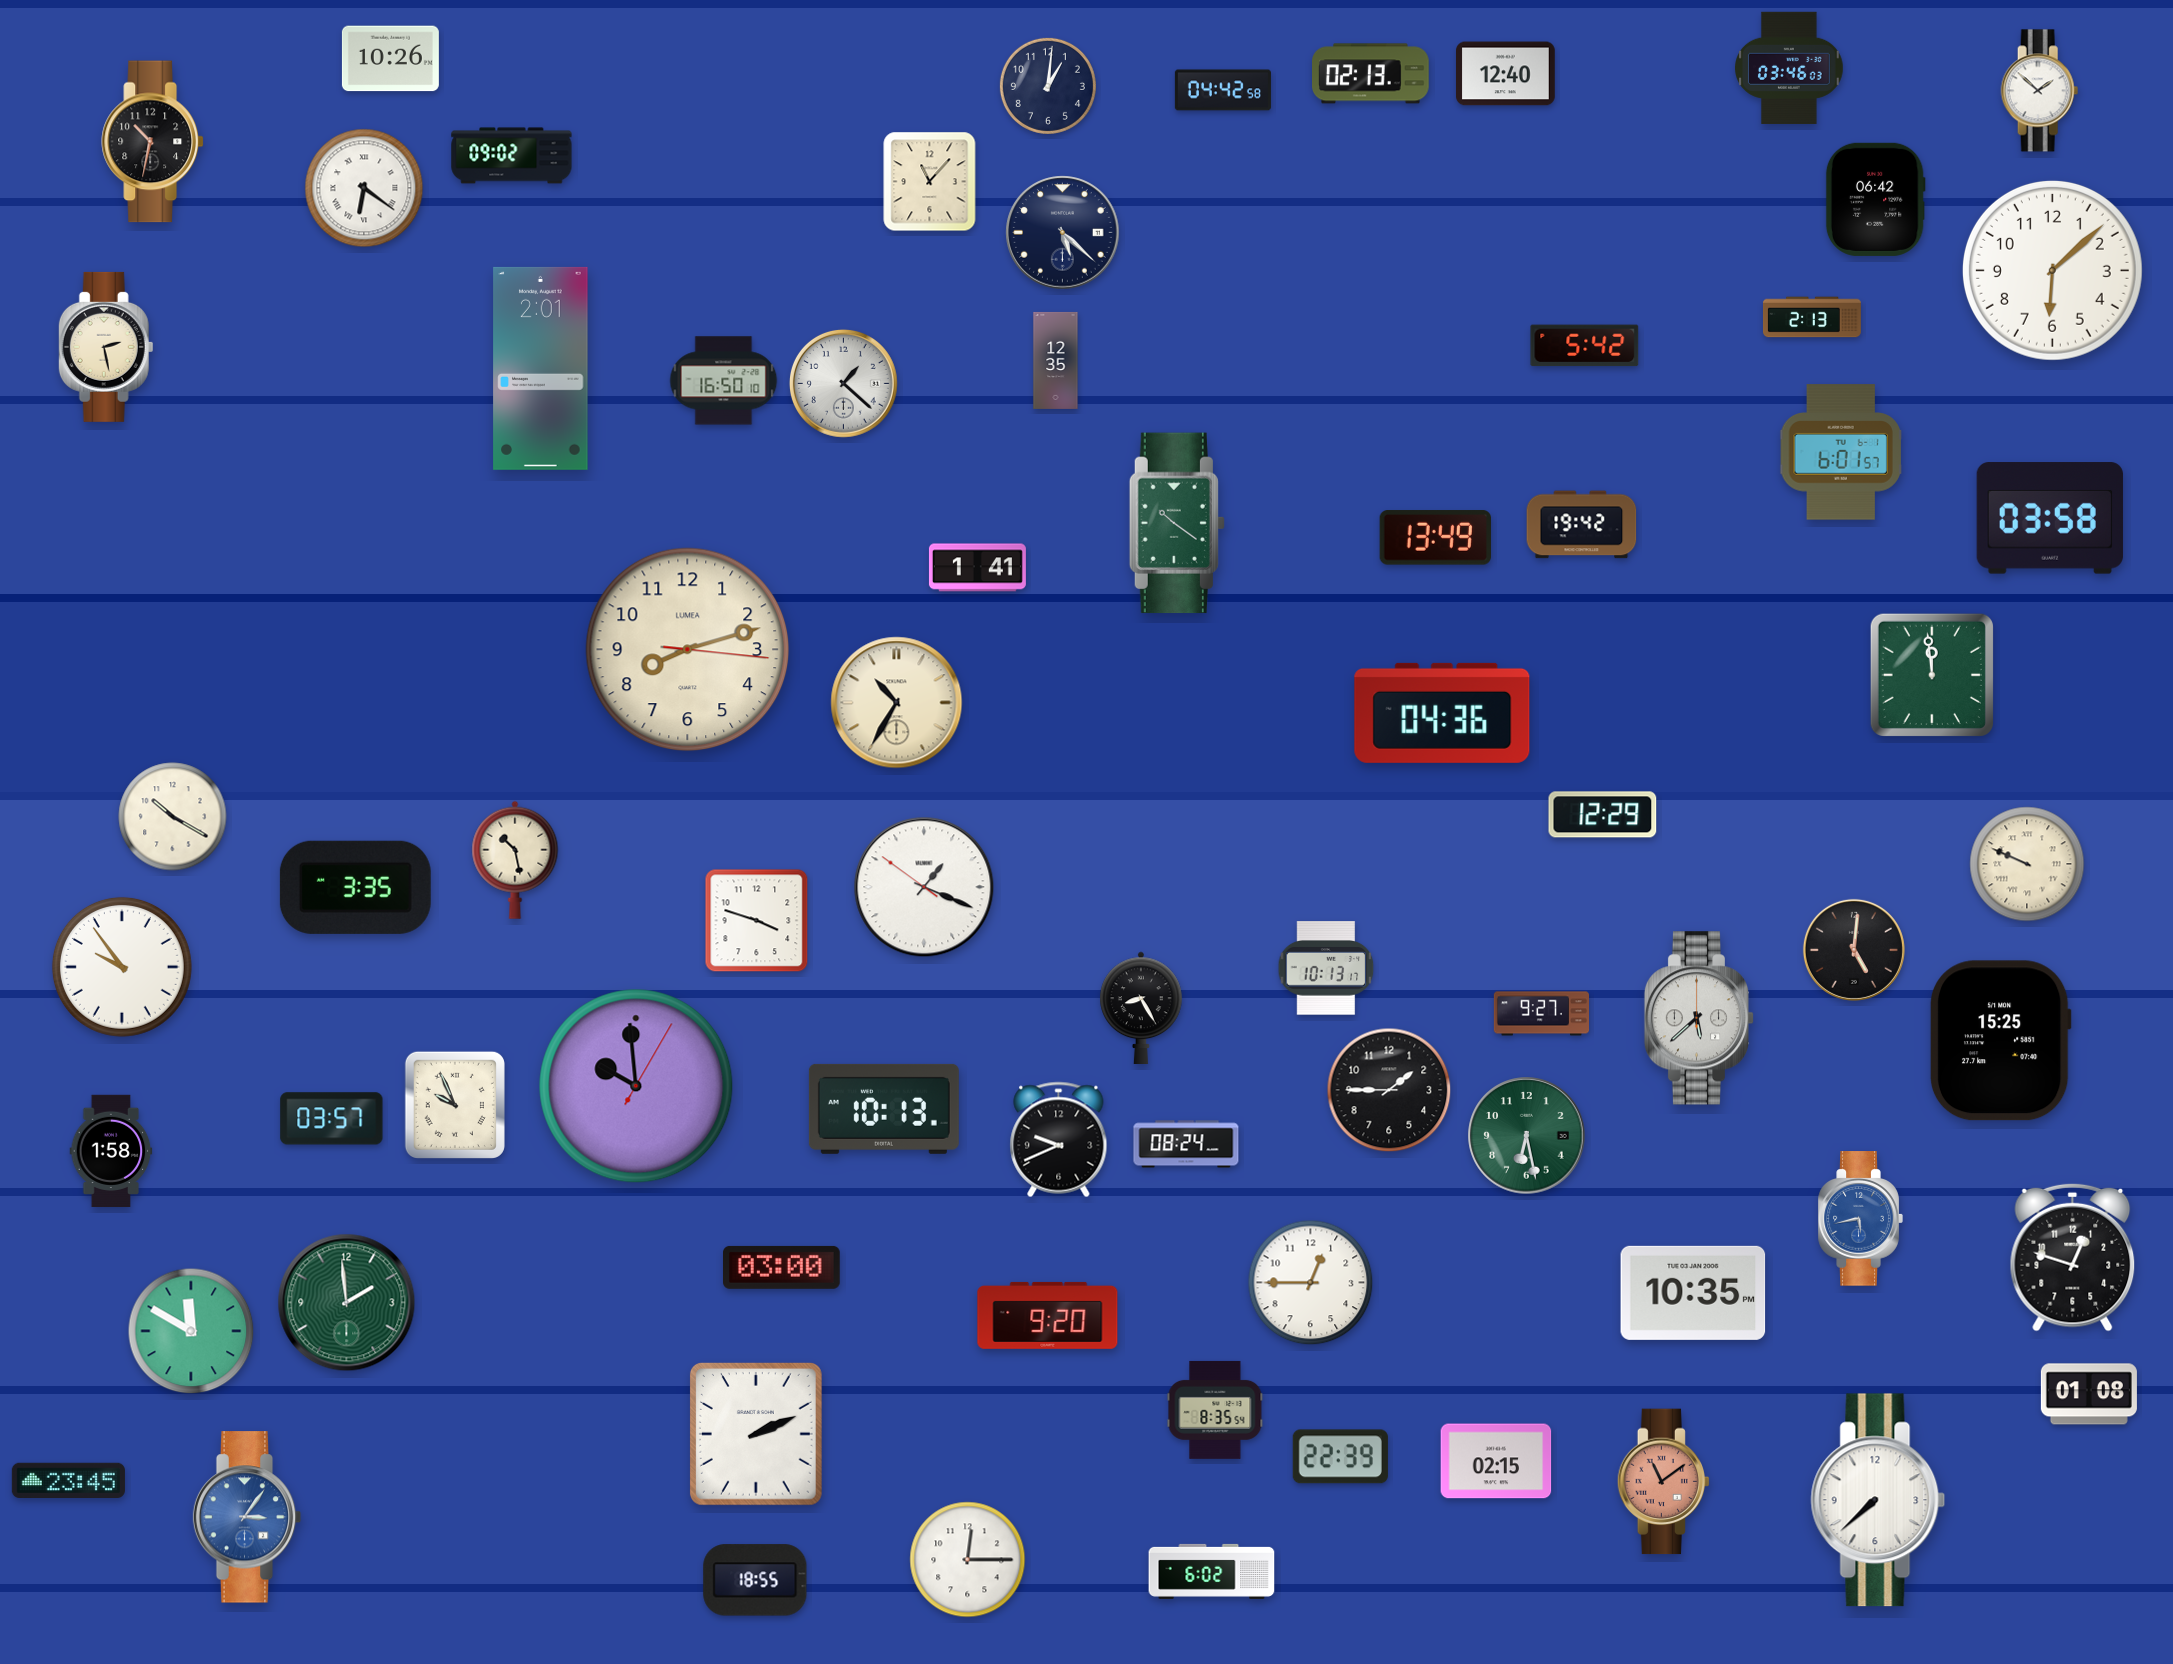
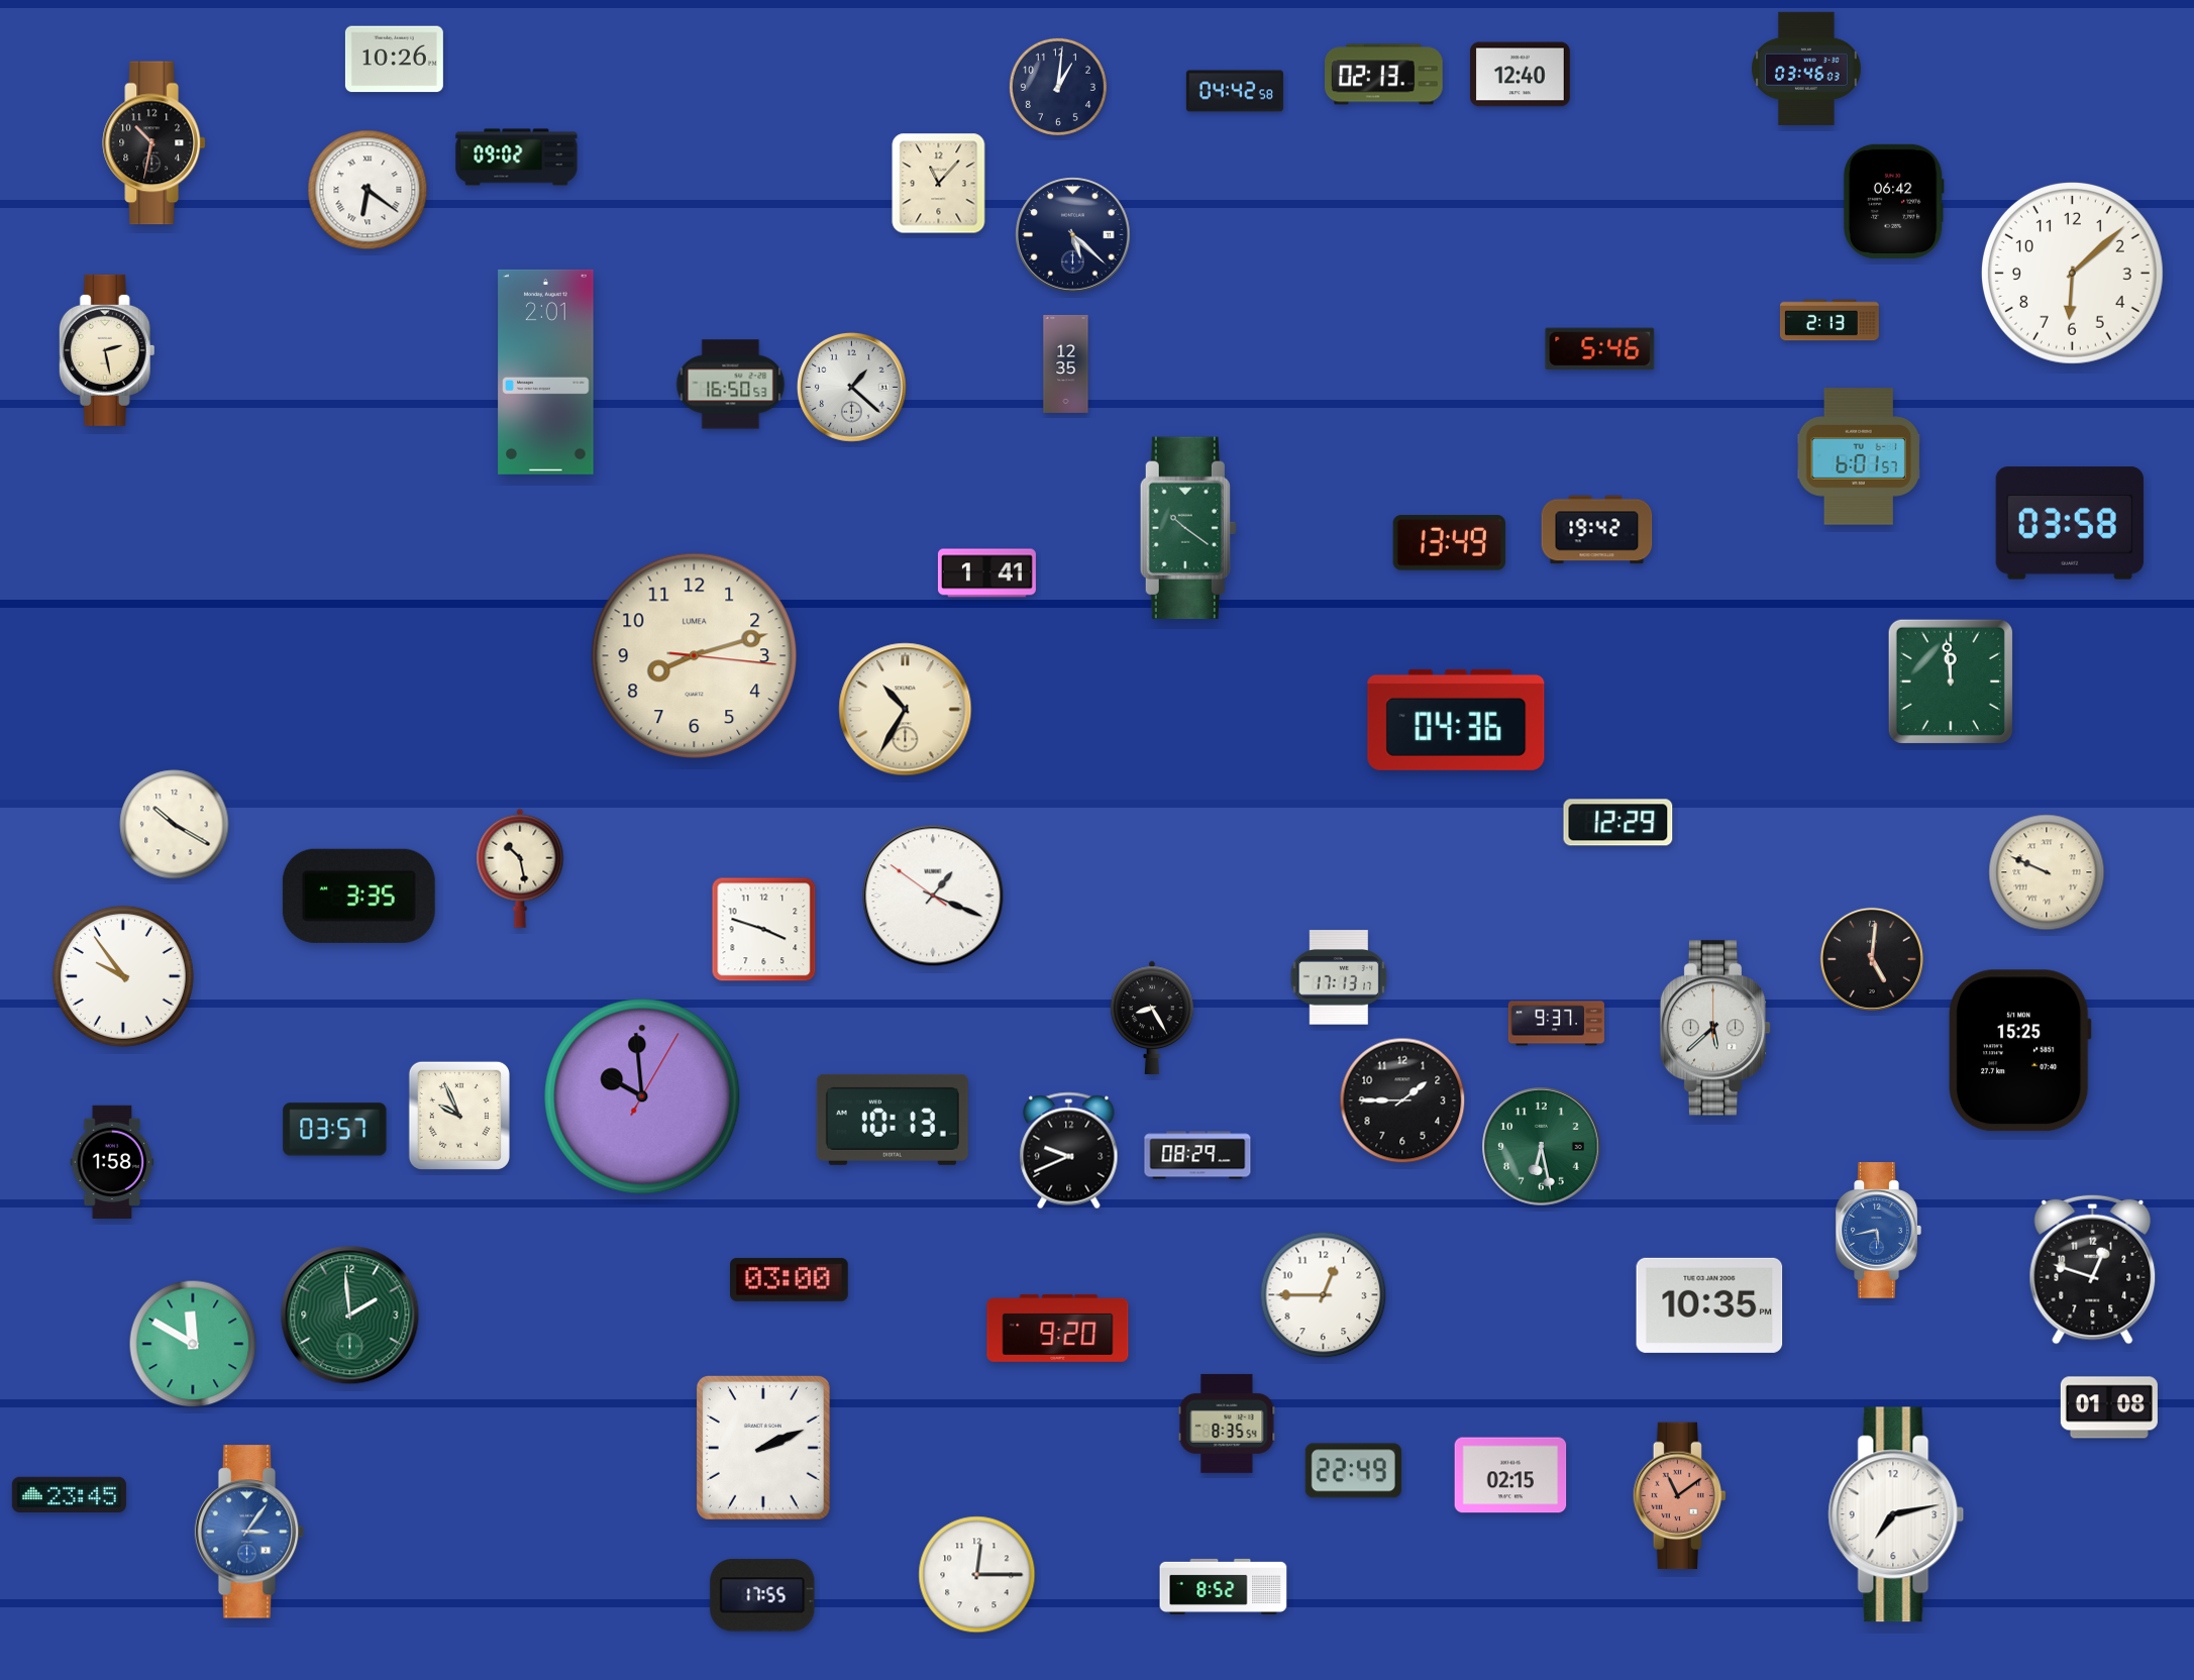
clock at (2040, 91): 1:52 -> none
clock at (1585, 346): 5:42 -> 5:46
clock at (724, 381): 16:50:10 -> 16:50:53
clock at (1326, 968): 10:13 -> 17:13
clock at (1541, 1014): 9:27 -> 9:37
clock at (1186, 1144): 08:24 -> 08:29
clock at (1340, 1457): 22:39 -> 22:49
clock at (1878, 1500): 7:38 -> 7:13
clock at (1212, 1571): 6:02 -> 8:52
clock at (755, 1580): 18:55 -> 17:55
